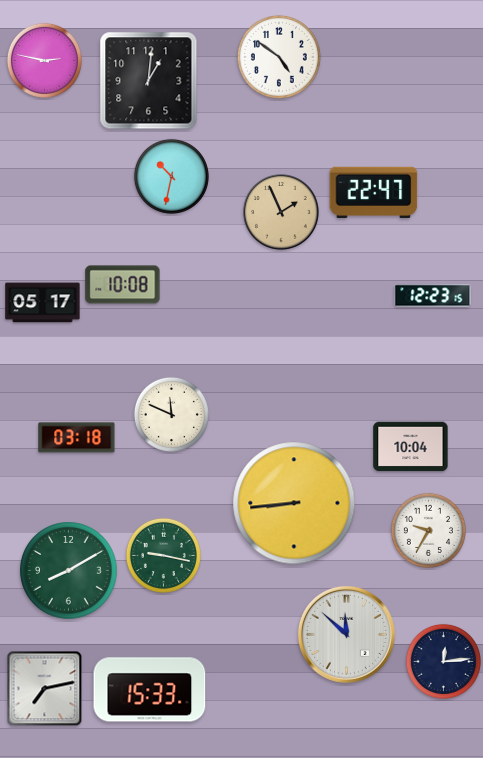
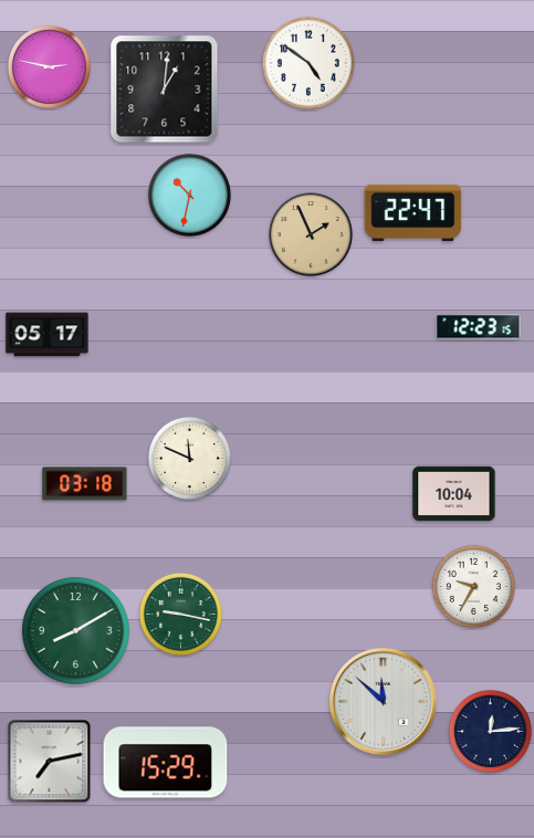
clock at (123, 285): 10:08 -> none
clock at (294, 503): 8:44 -> none
clock at (150, 690): 15:33 -> 15:29
